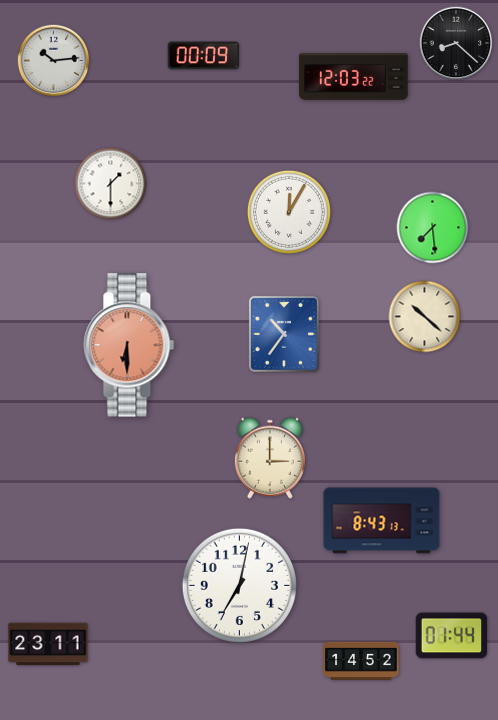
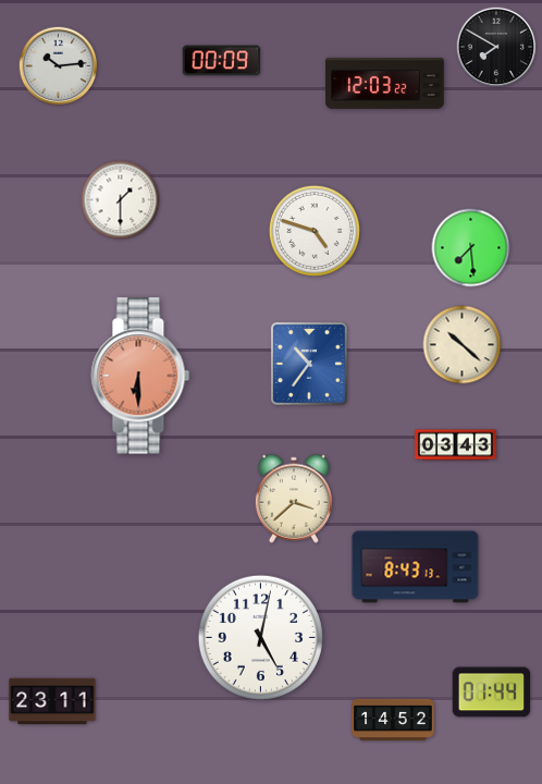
clock at (456, 43): 8:22 -> 7:50
clock at (289, 212): 12:05 -> 4:48
clock at (456, 445): none -> 03:43
clock at (270, 458): 3:00 -> 3:38
clock at (239, 585): 7:02 -> 5:02
